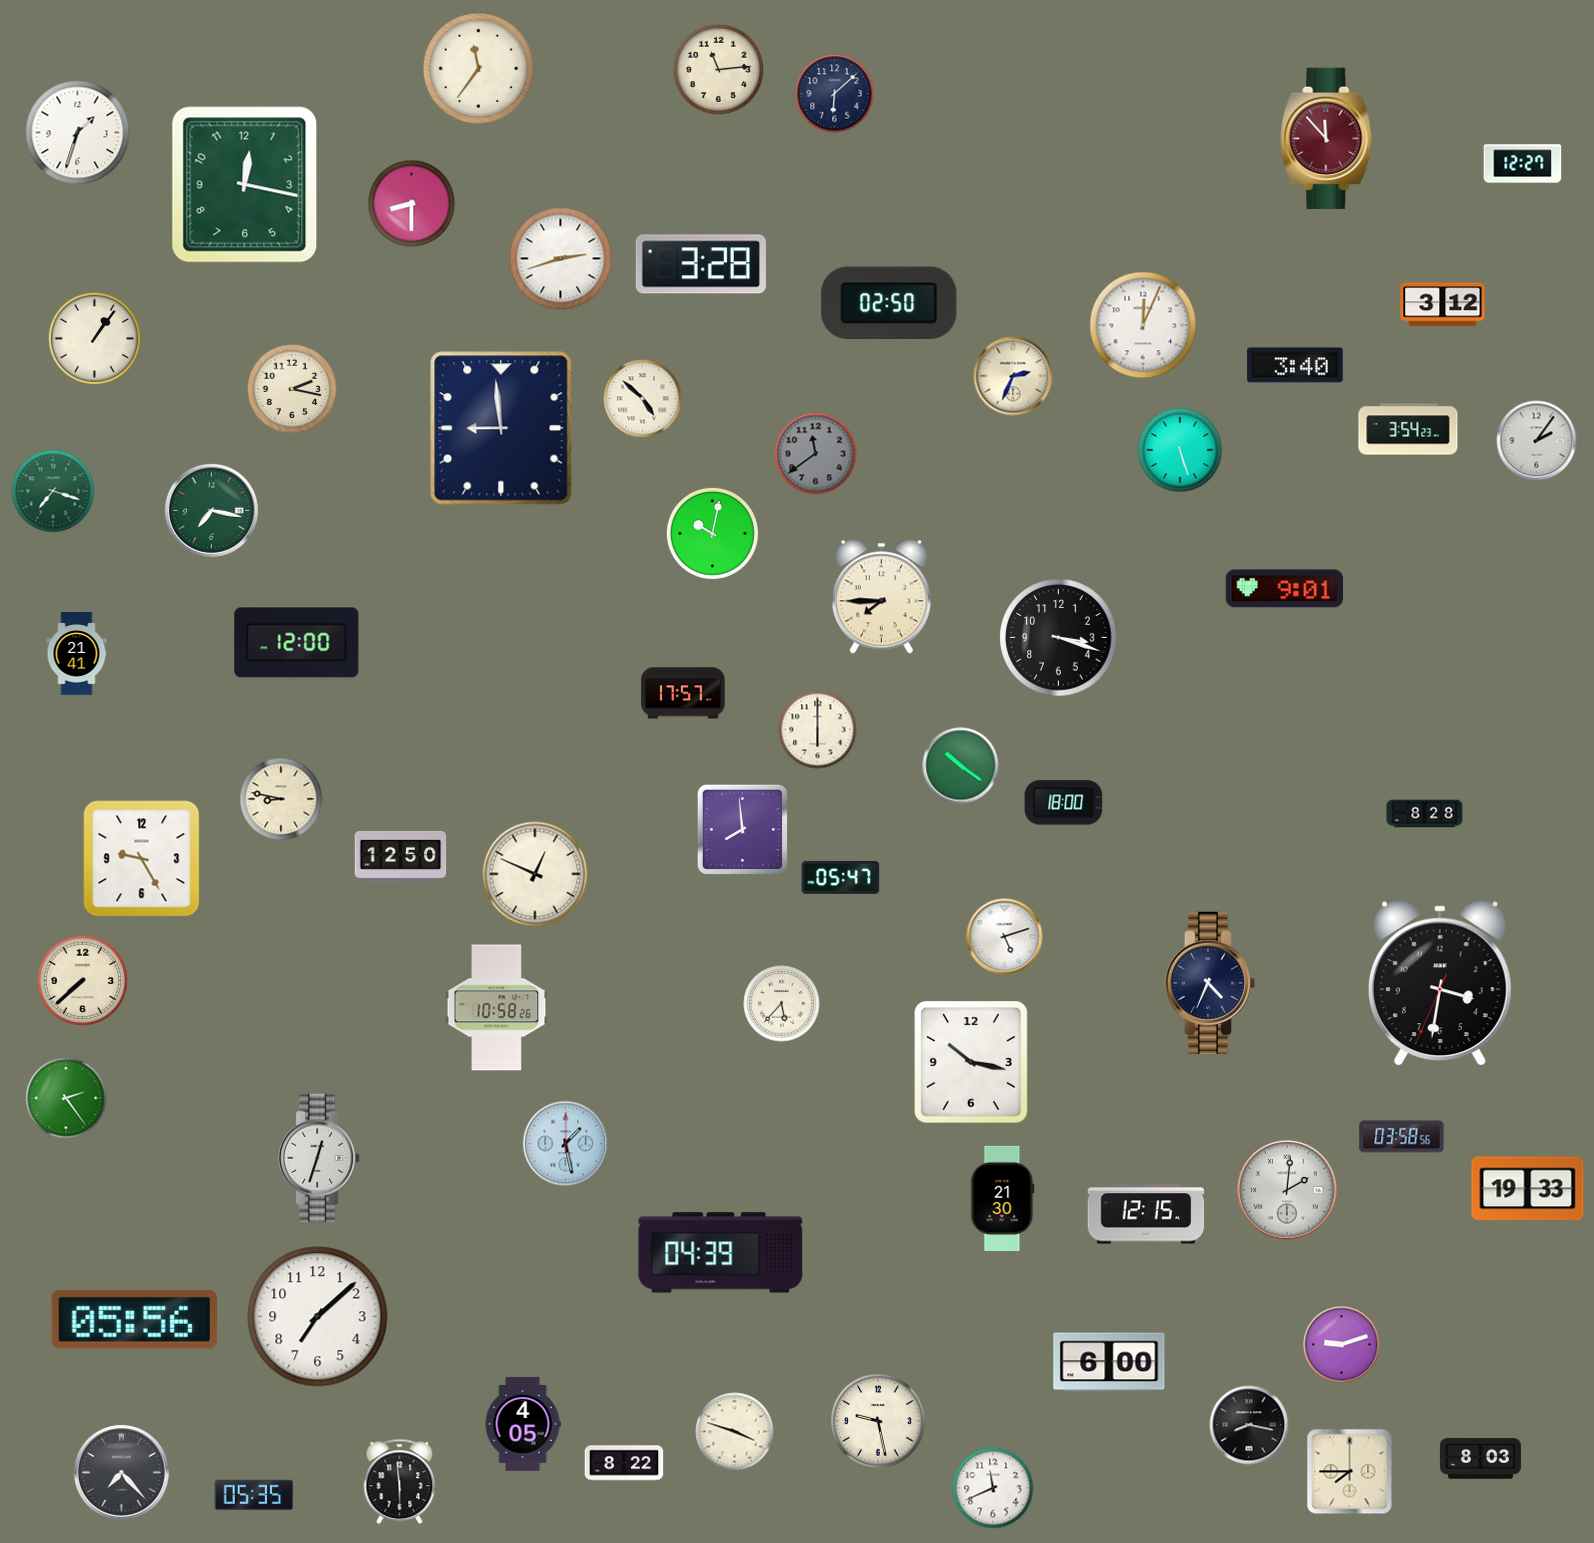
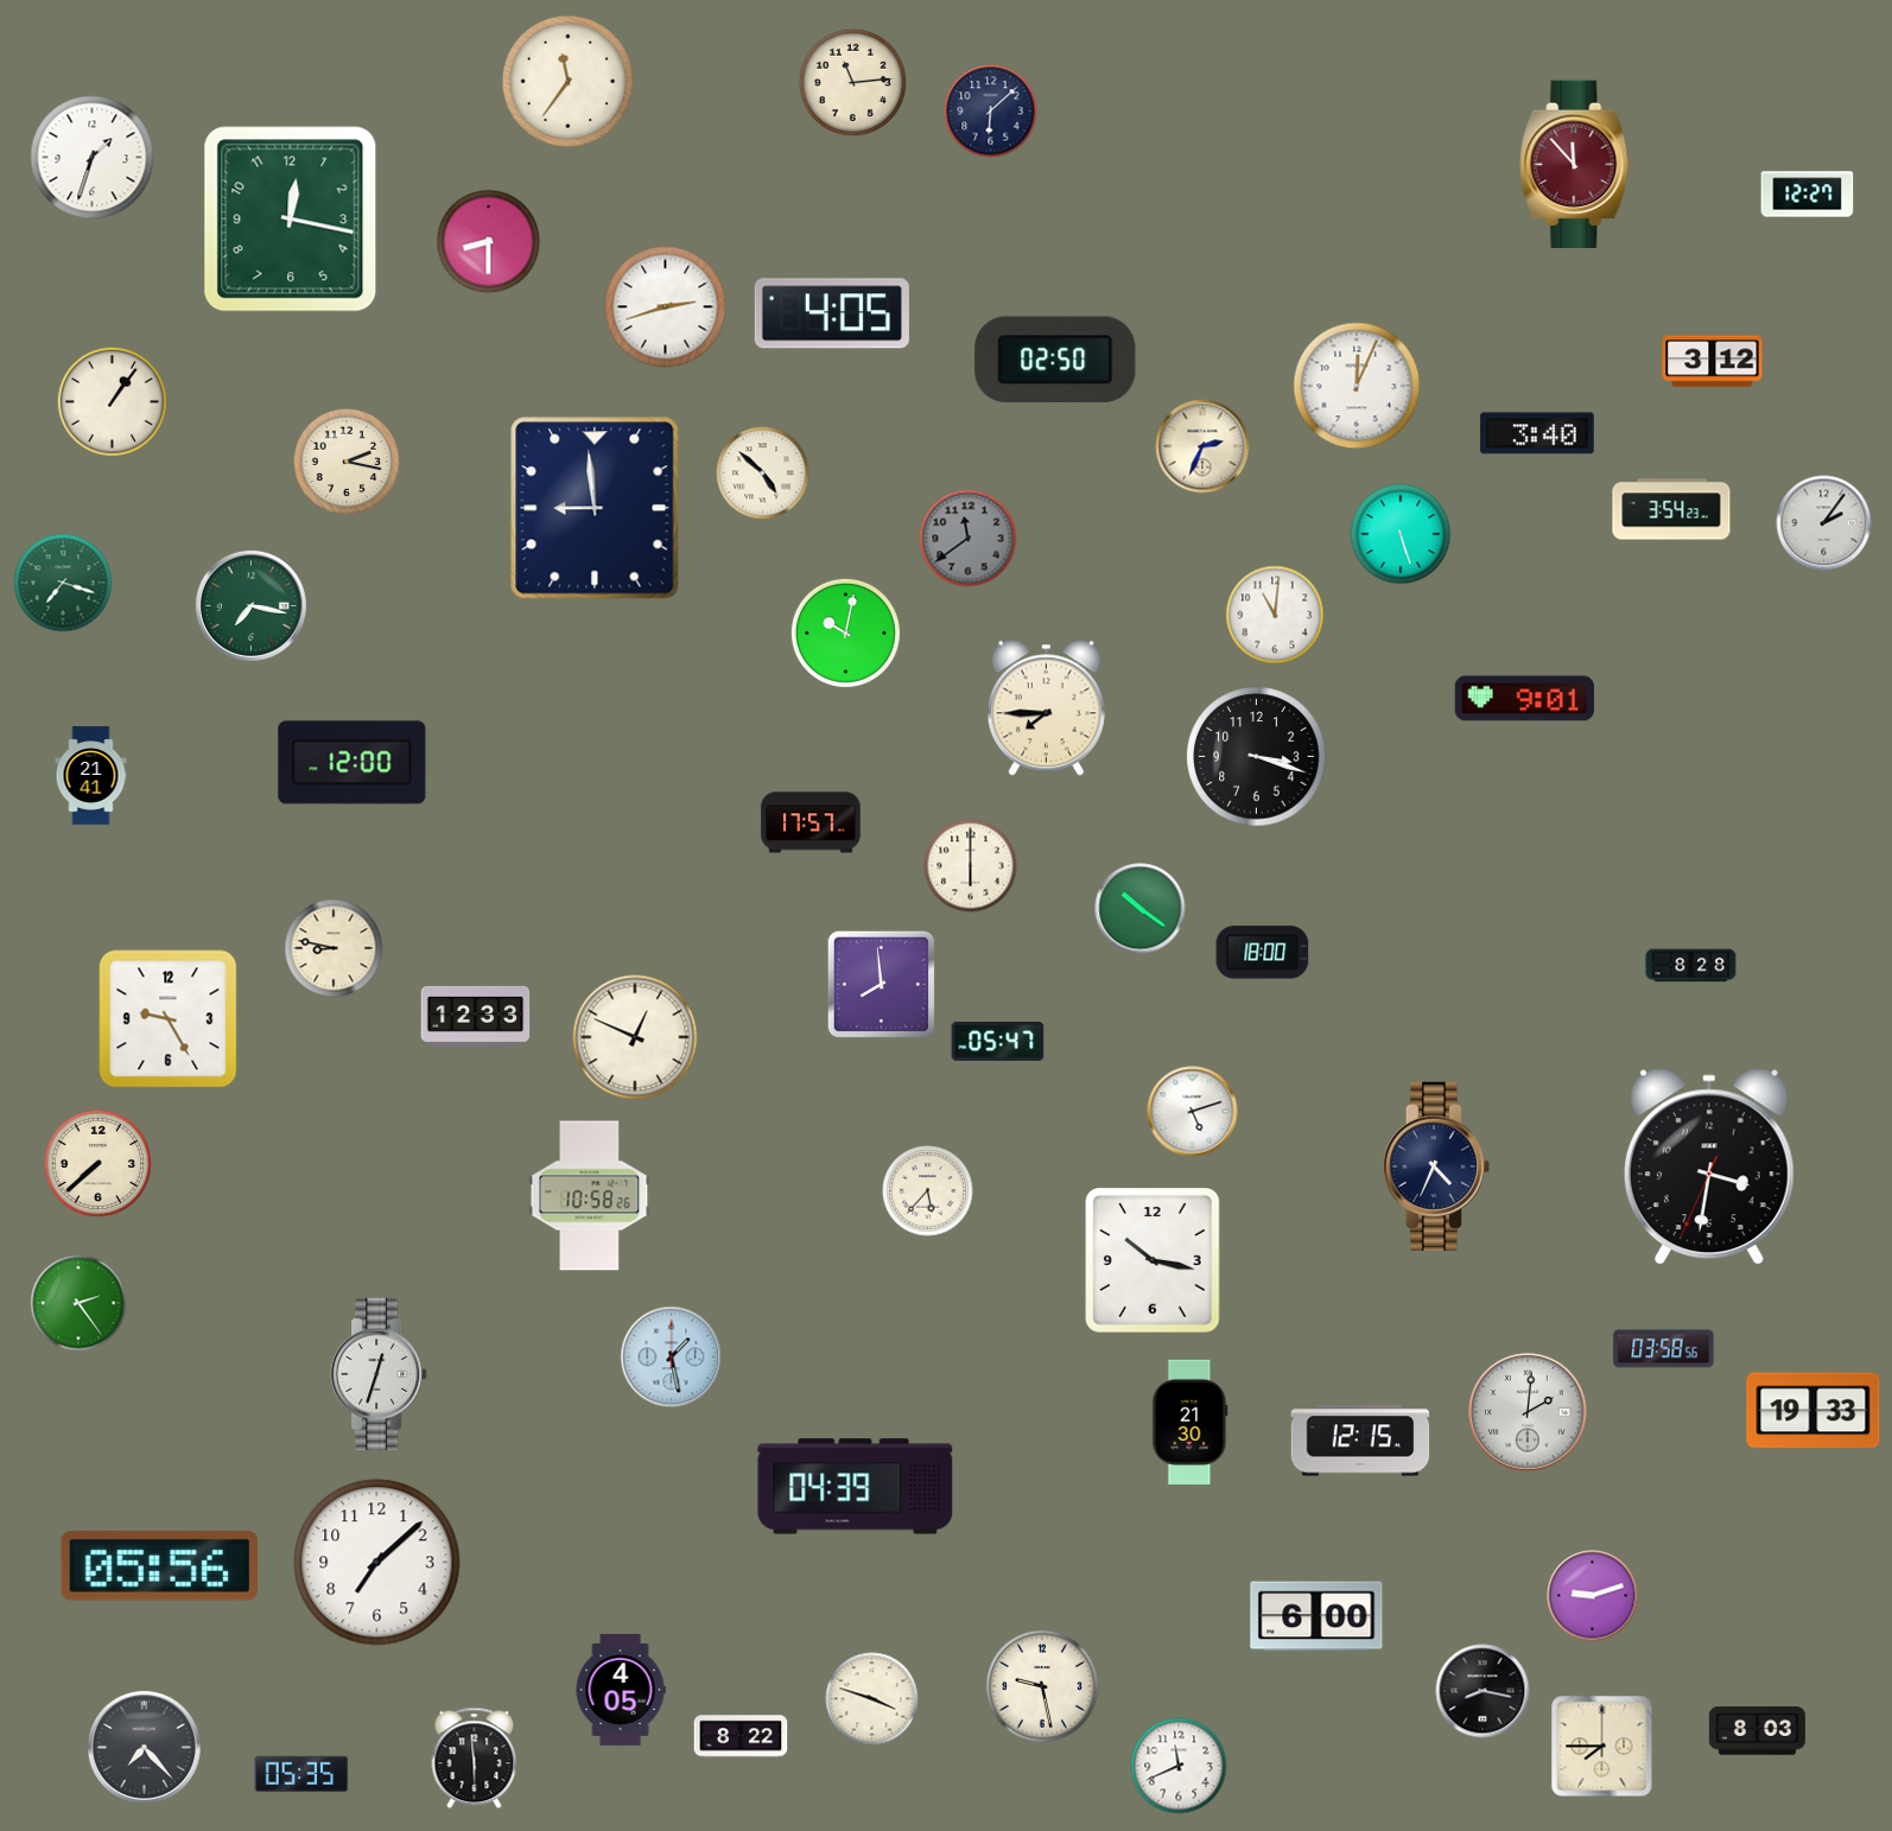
clock at (701, 264): 3:28 -> 4:05
clock at (1275, 615): none -> 11:01
clock at (401, 856): 12:50 -> 12:33
